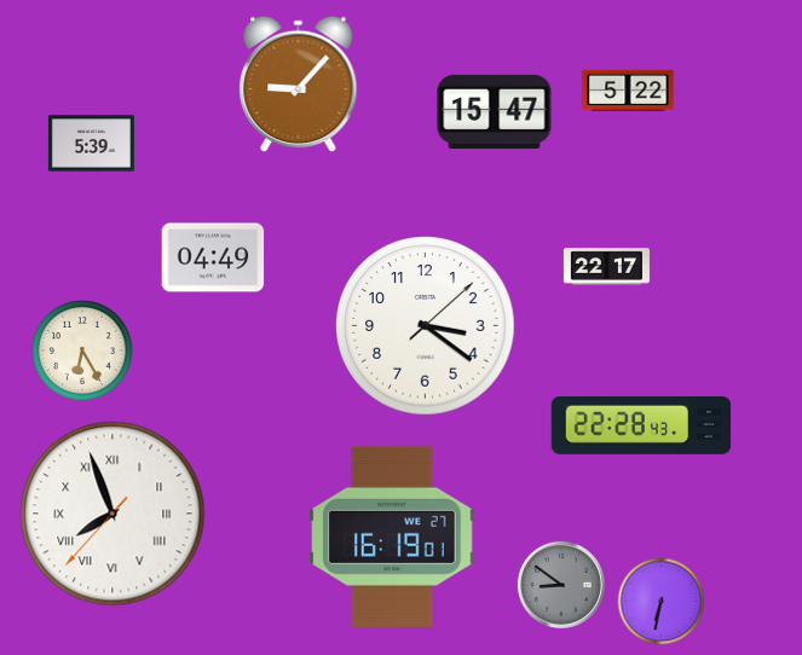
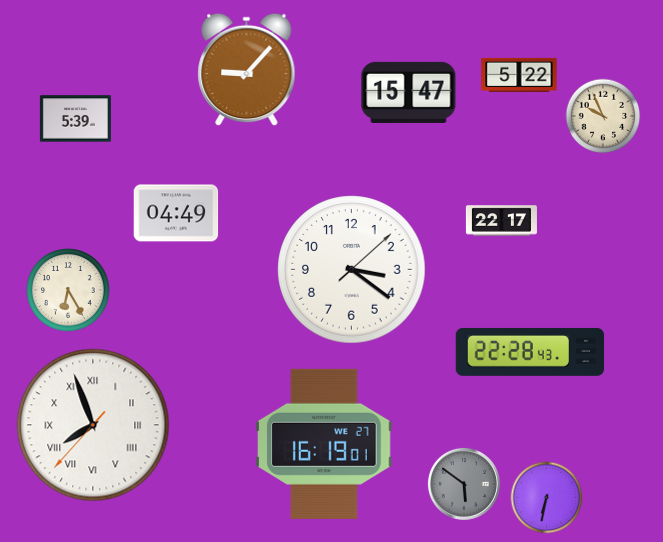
clock at (603, 116): none -> 9:56
clock at (561, 585): 8:51 -> 5:51
